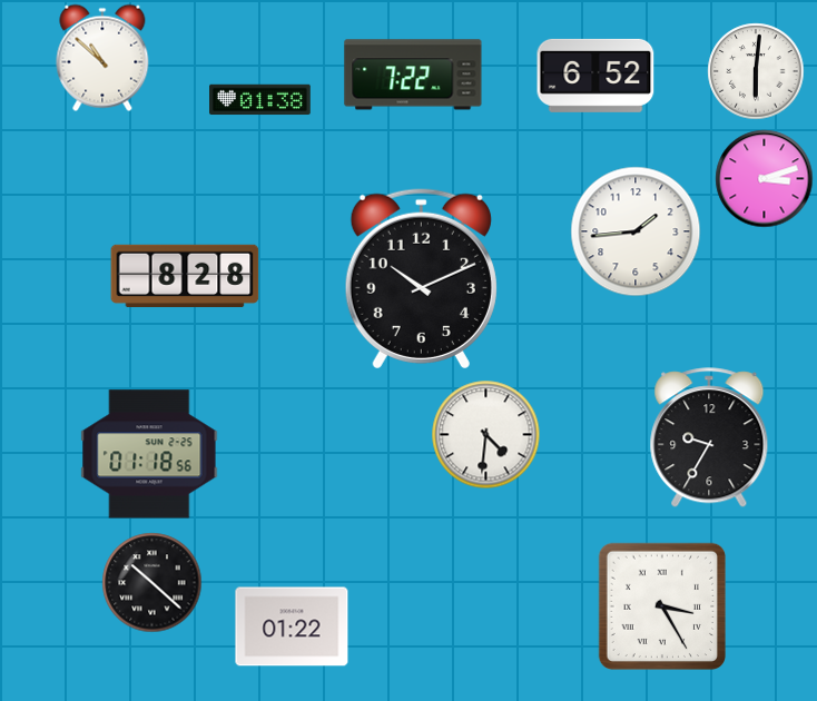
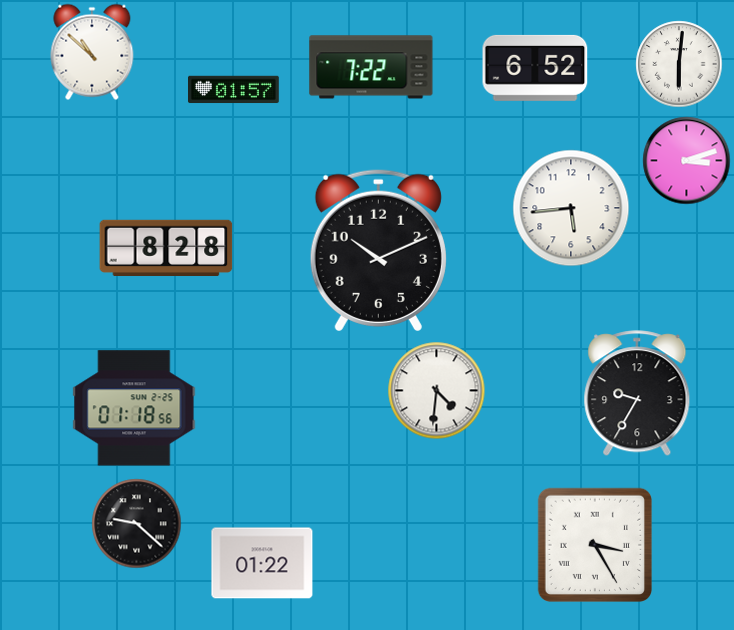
clock at (260, 100): 01:38 -> 01:57
clock at (636, 231): 1:44 -> 5:44
clock at (152, 583): 10:22 -> 9:22
